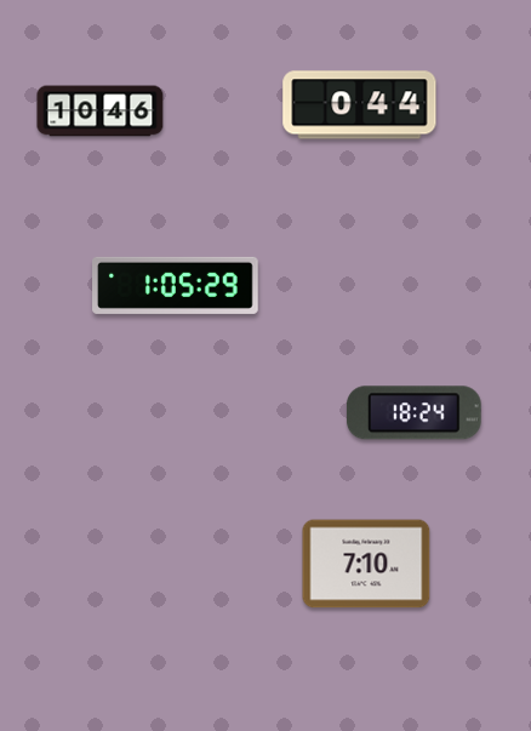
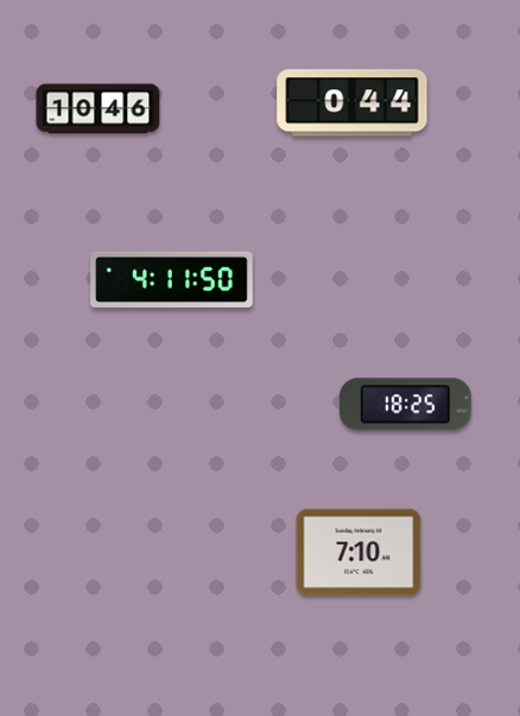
clock at (176, 285): 1:05 -> 4:11
clock at (413, 413): 18:24 -> 18:25
